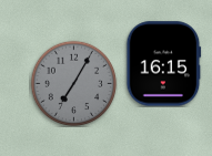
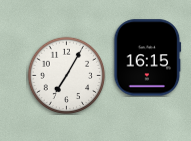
clock at (73, 83) dial: grey -> white
